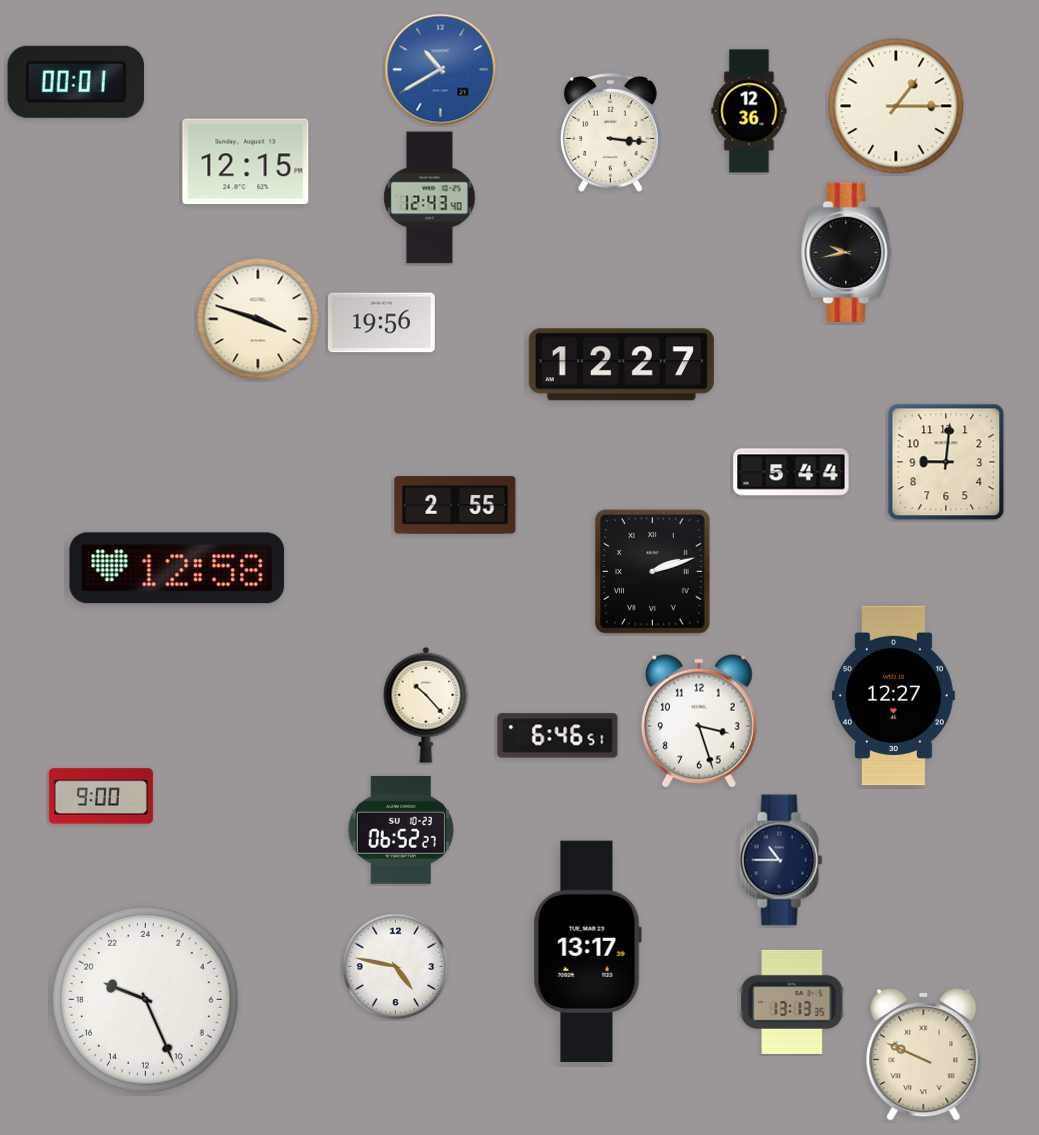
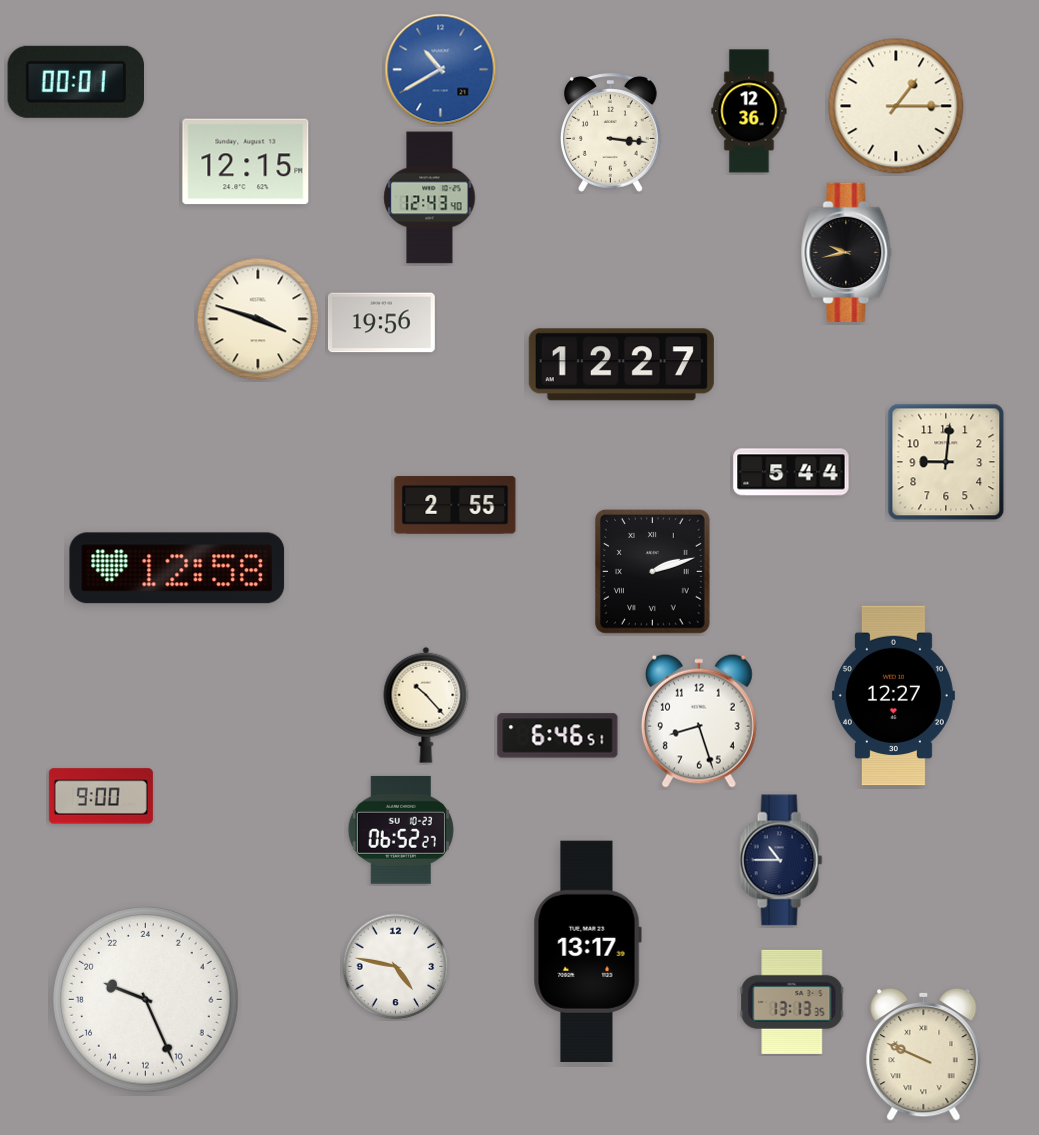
clock at (699, 721): 3:27 -> 8:27
